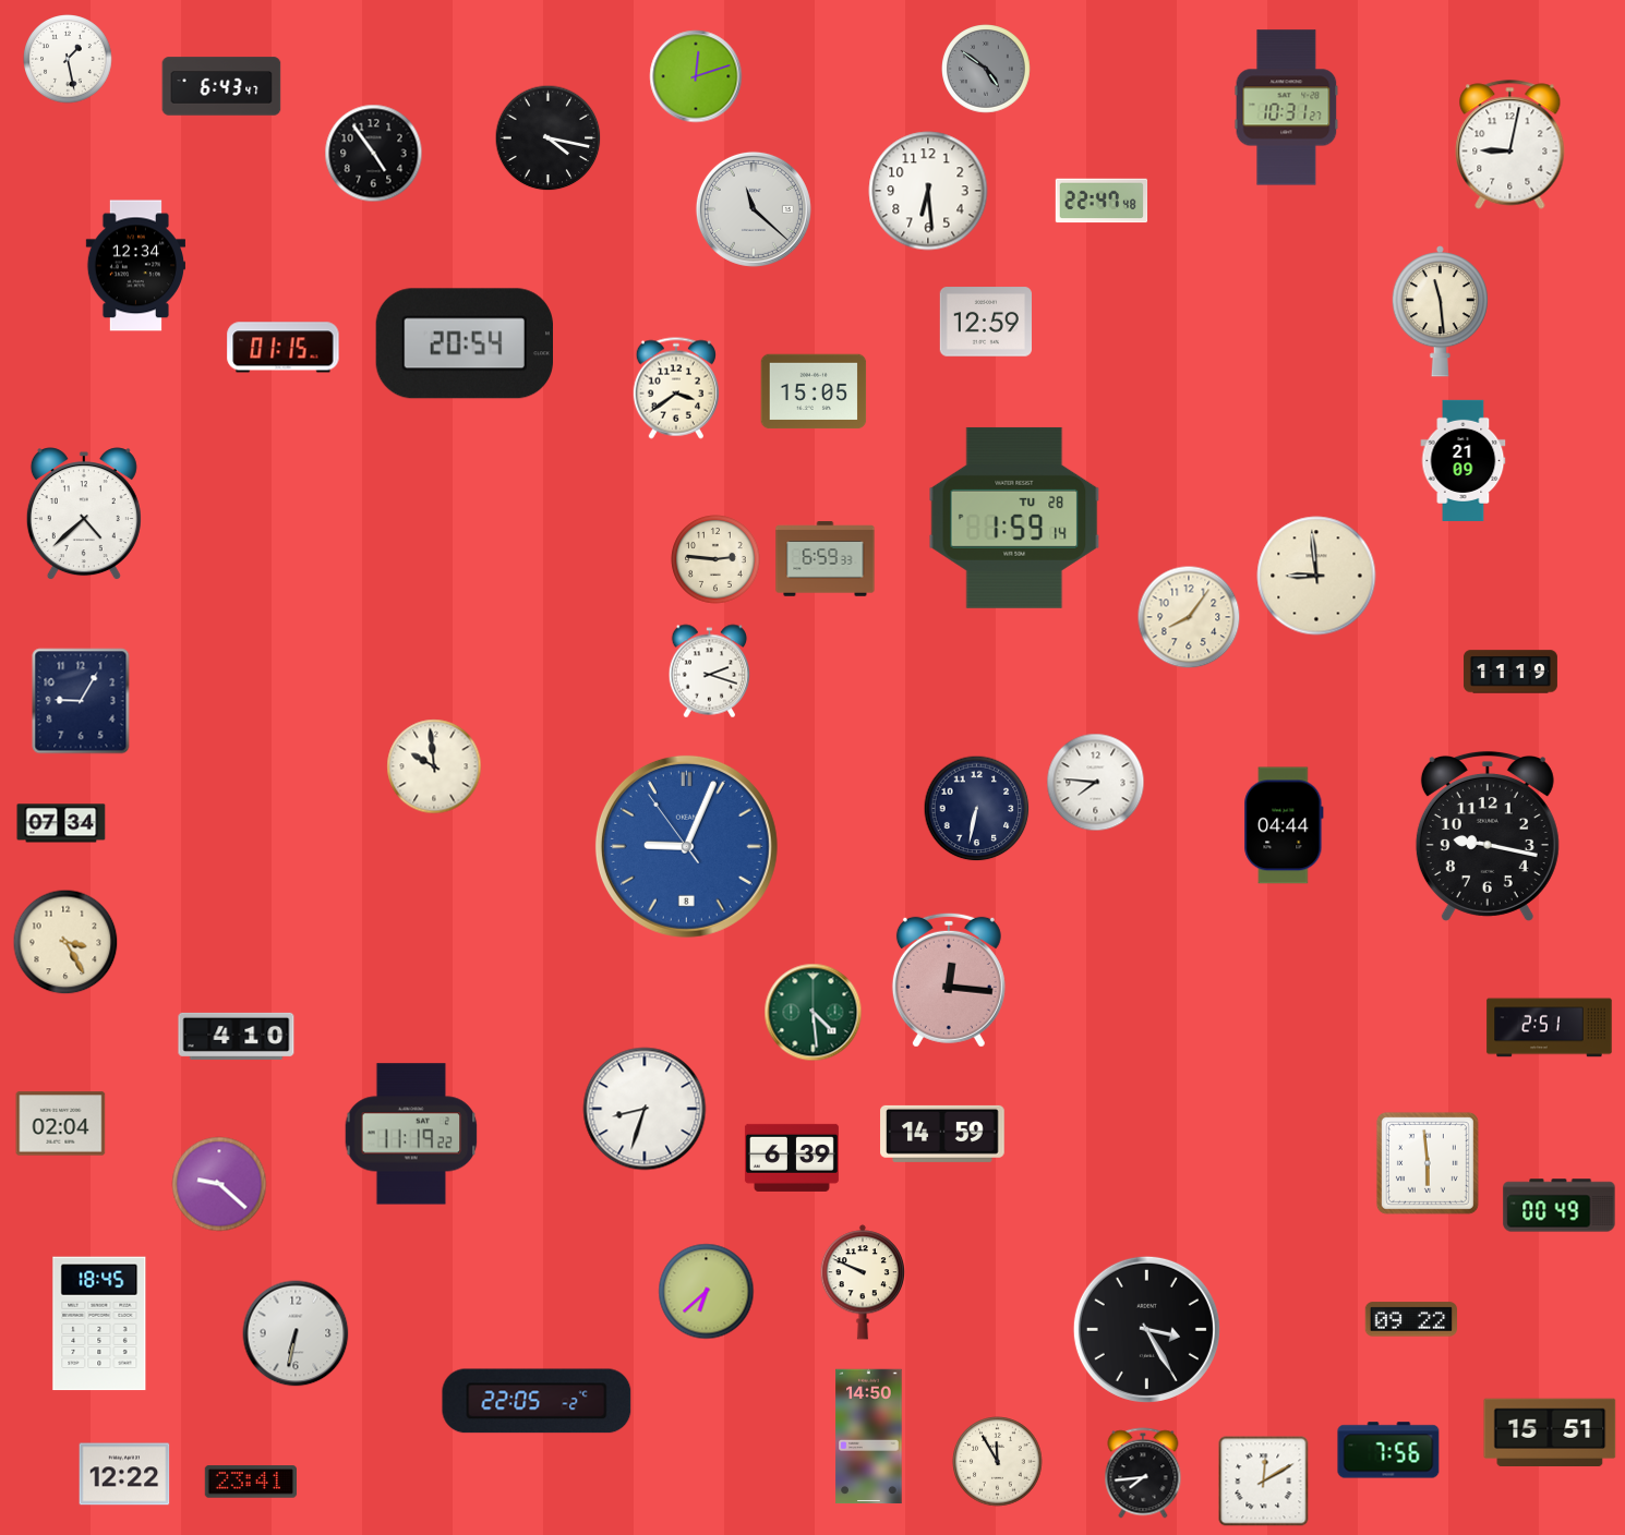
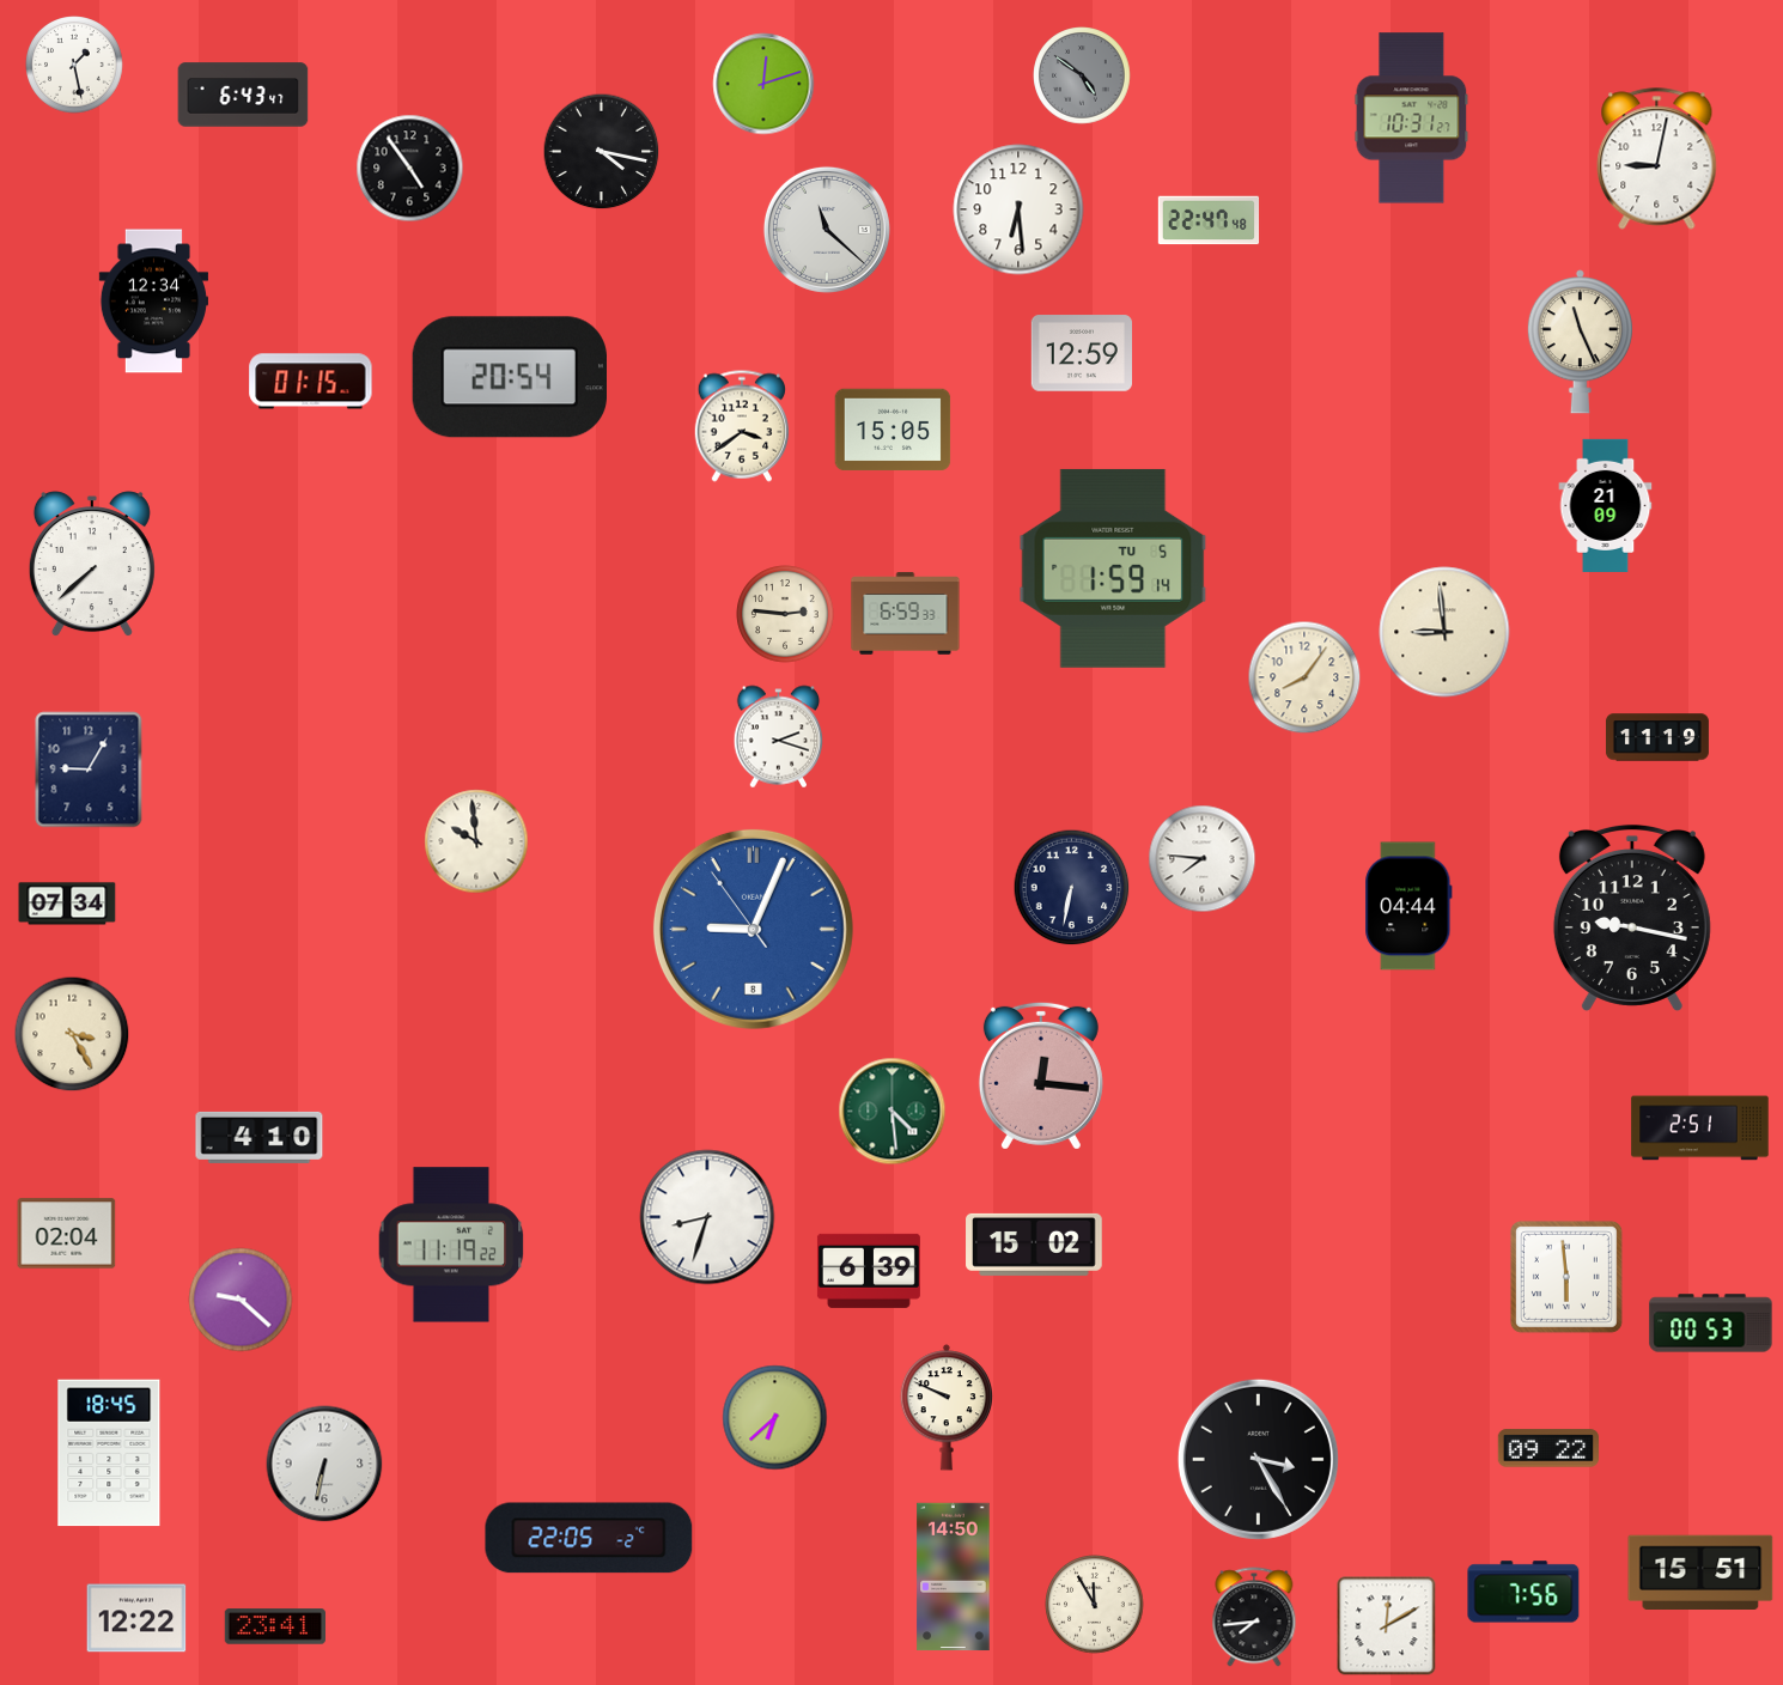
clock at (135, 266) position: (135, 266) -> (153, 302)
clock at (1440, 312): 11:29 -> 11:26
clock at (84, 515): 4:38 -> 7:38
clock at (1014, 518) date: TU 28 -> TU 5
clock at (942, 1134): 14:59 -> 15:02
clock at (1560, 1206): 00:49 -> 00:53
